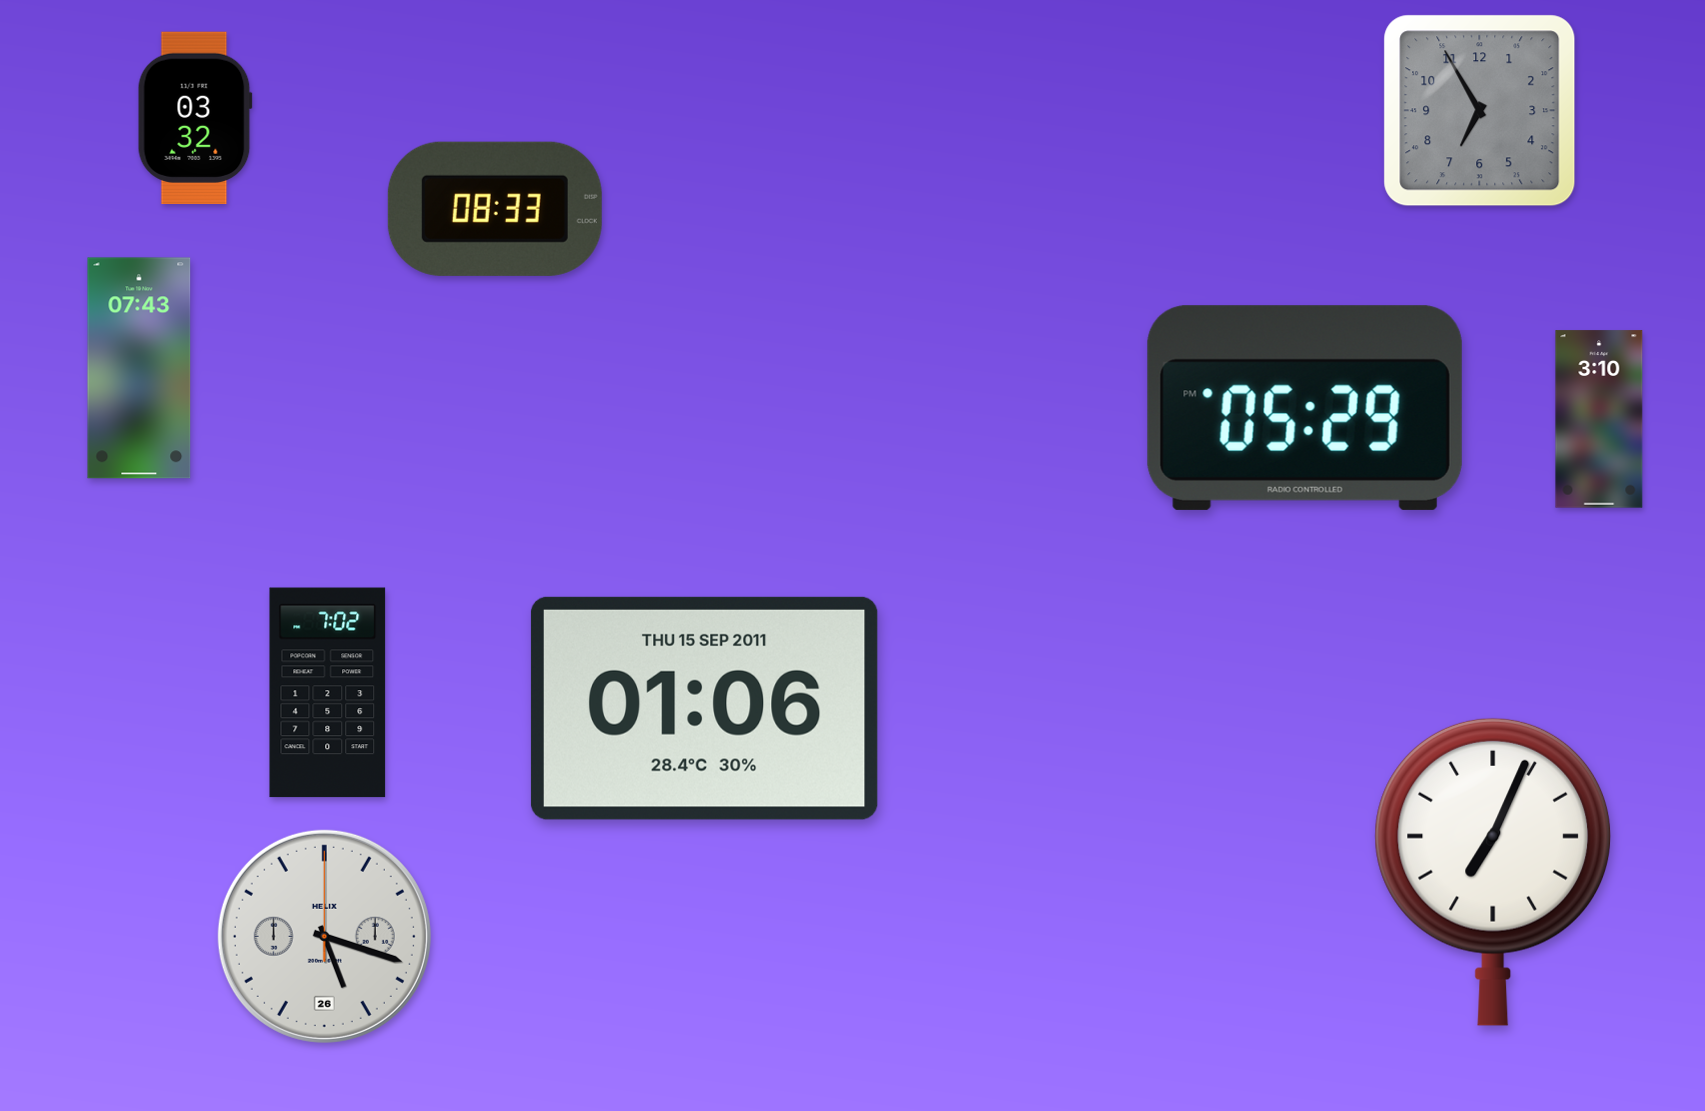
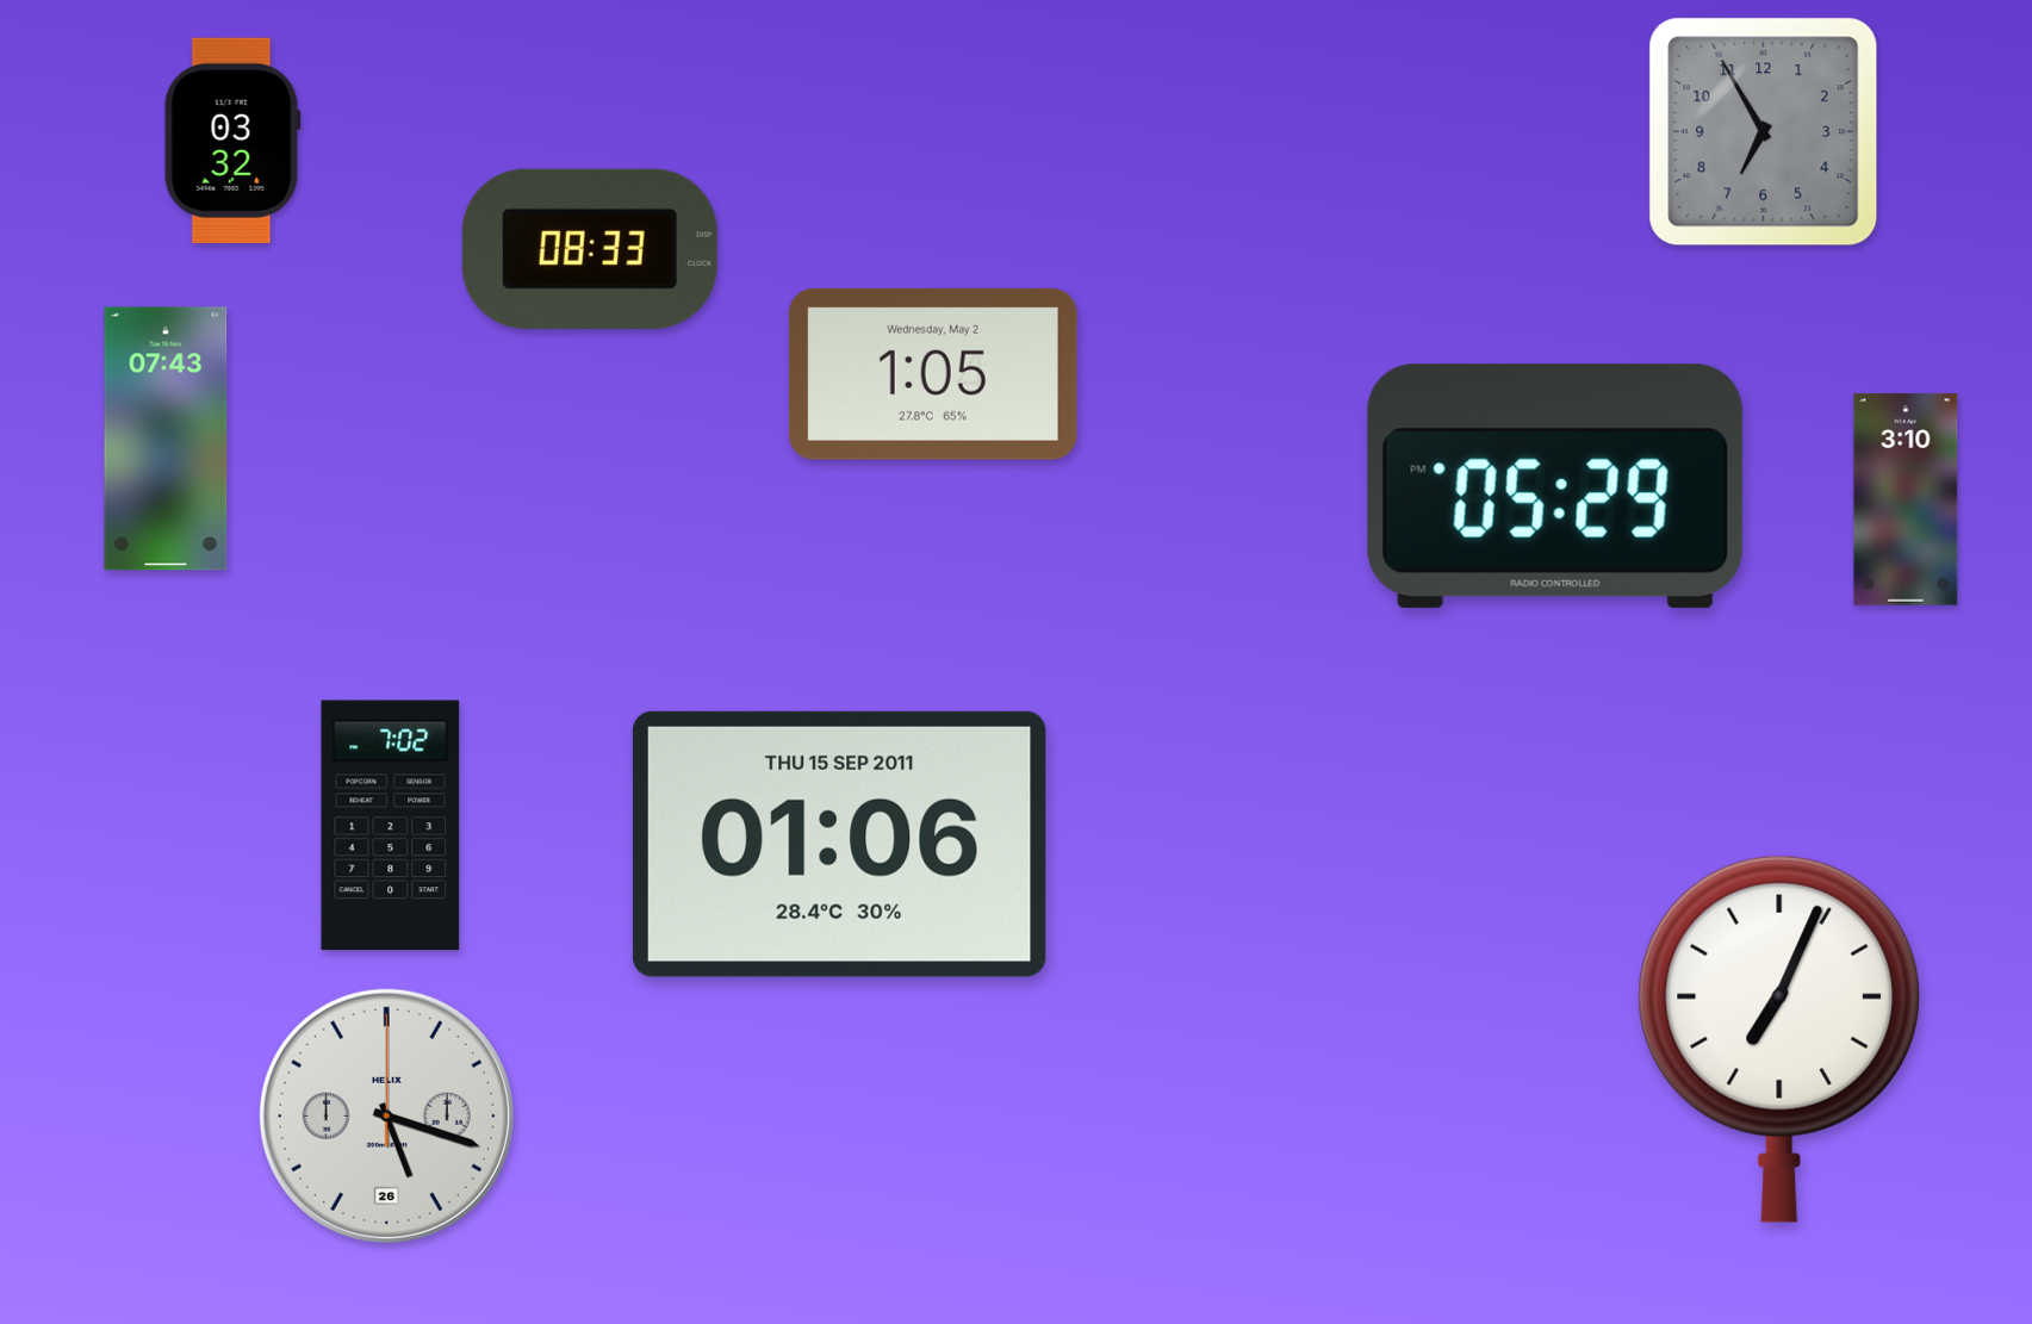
clock at (933, 374): none -> 1:05
